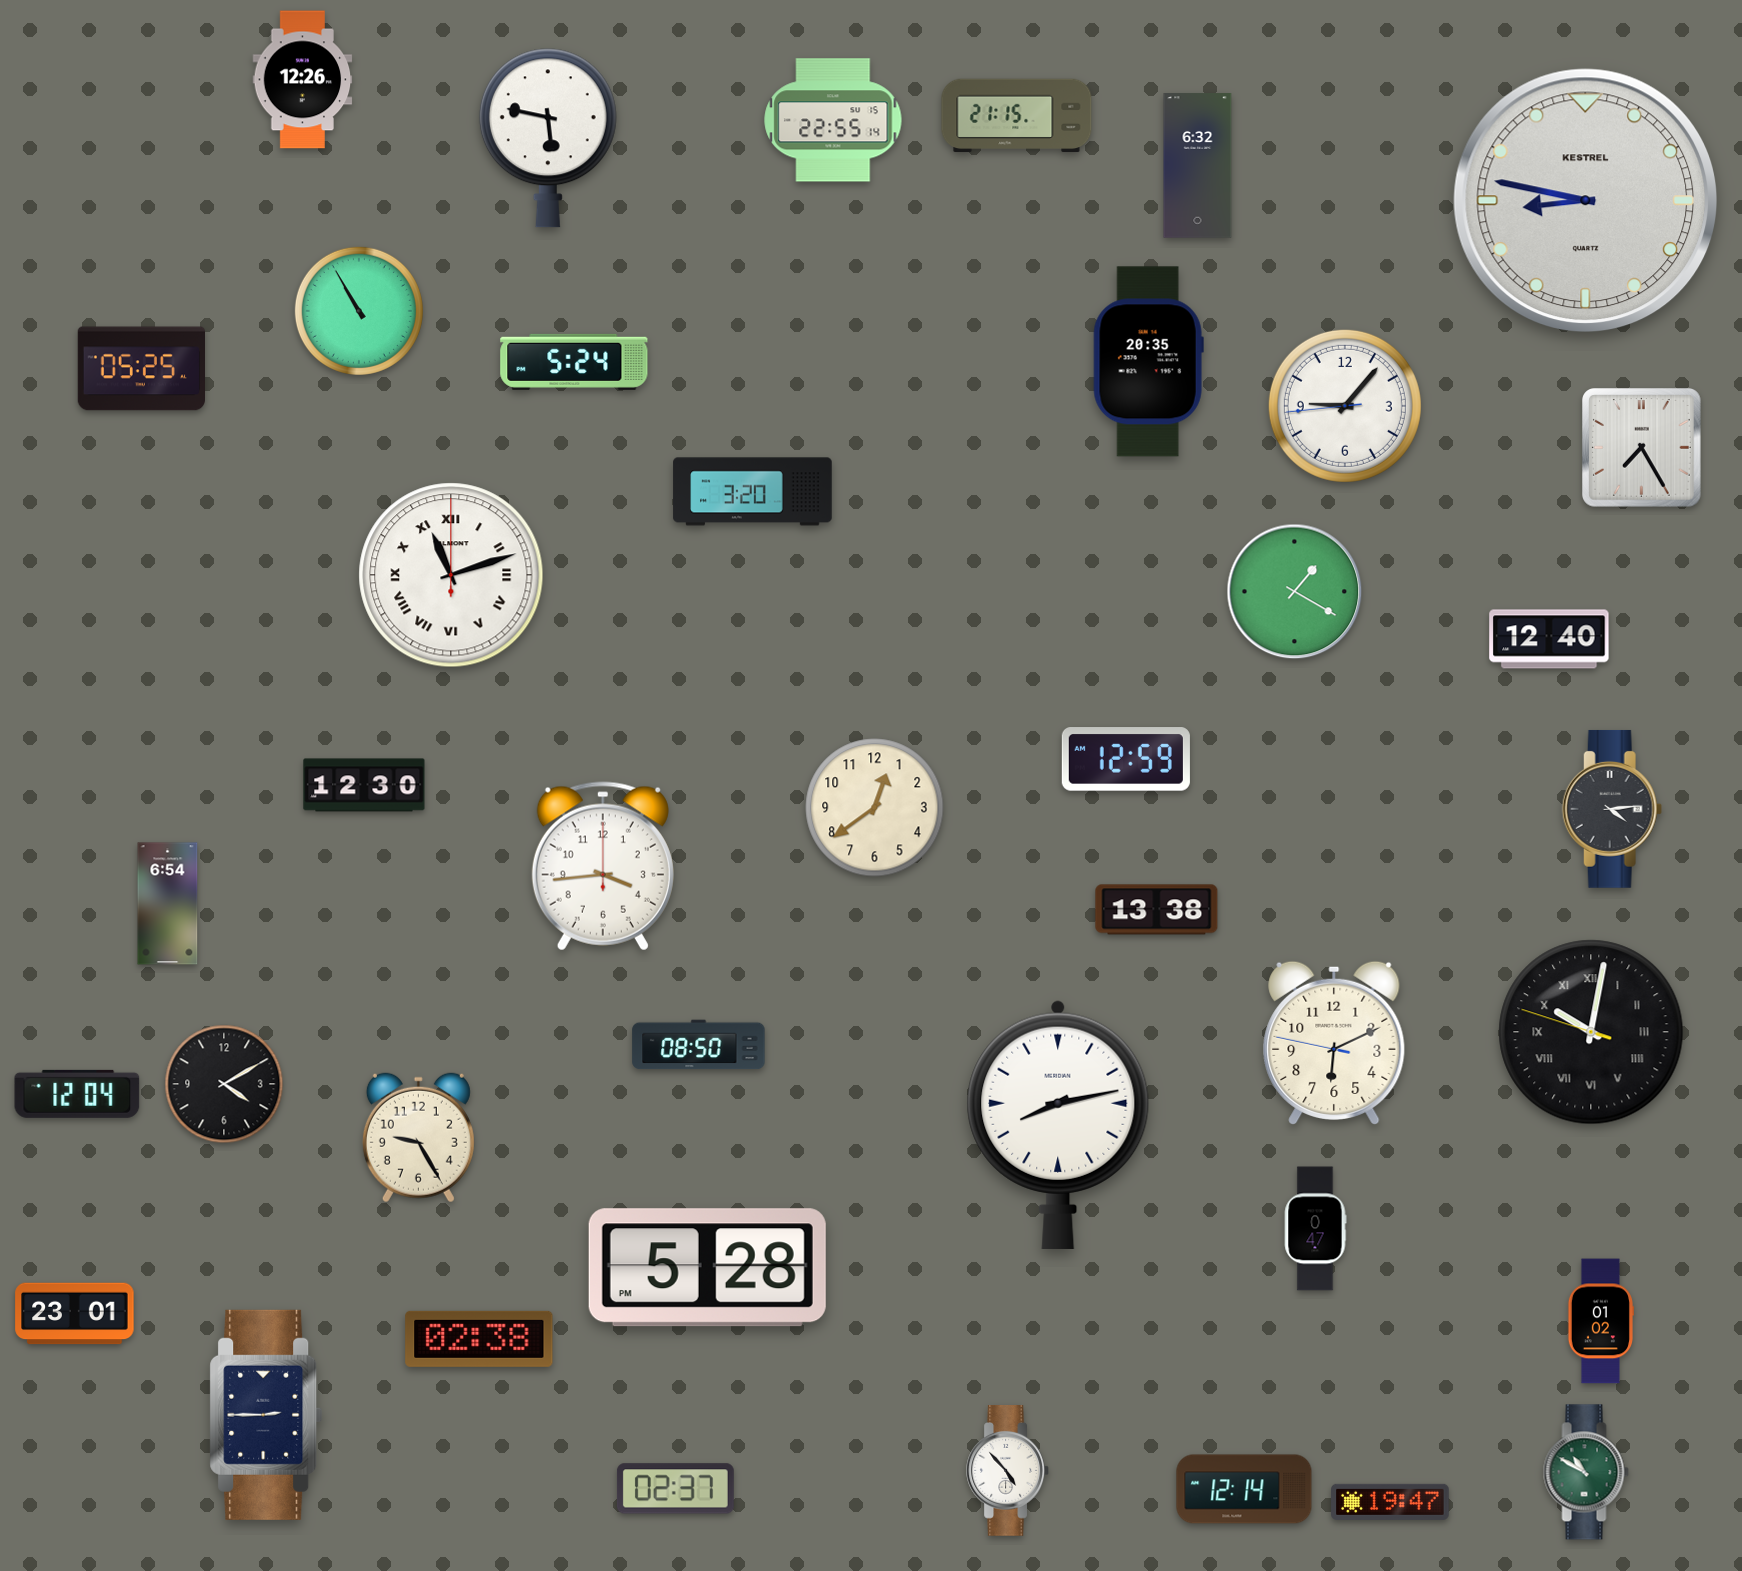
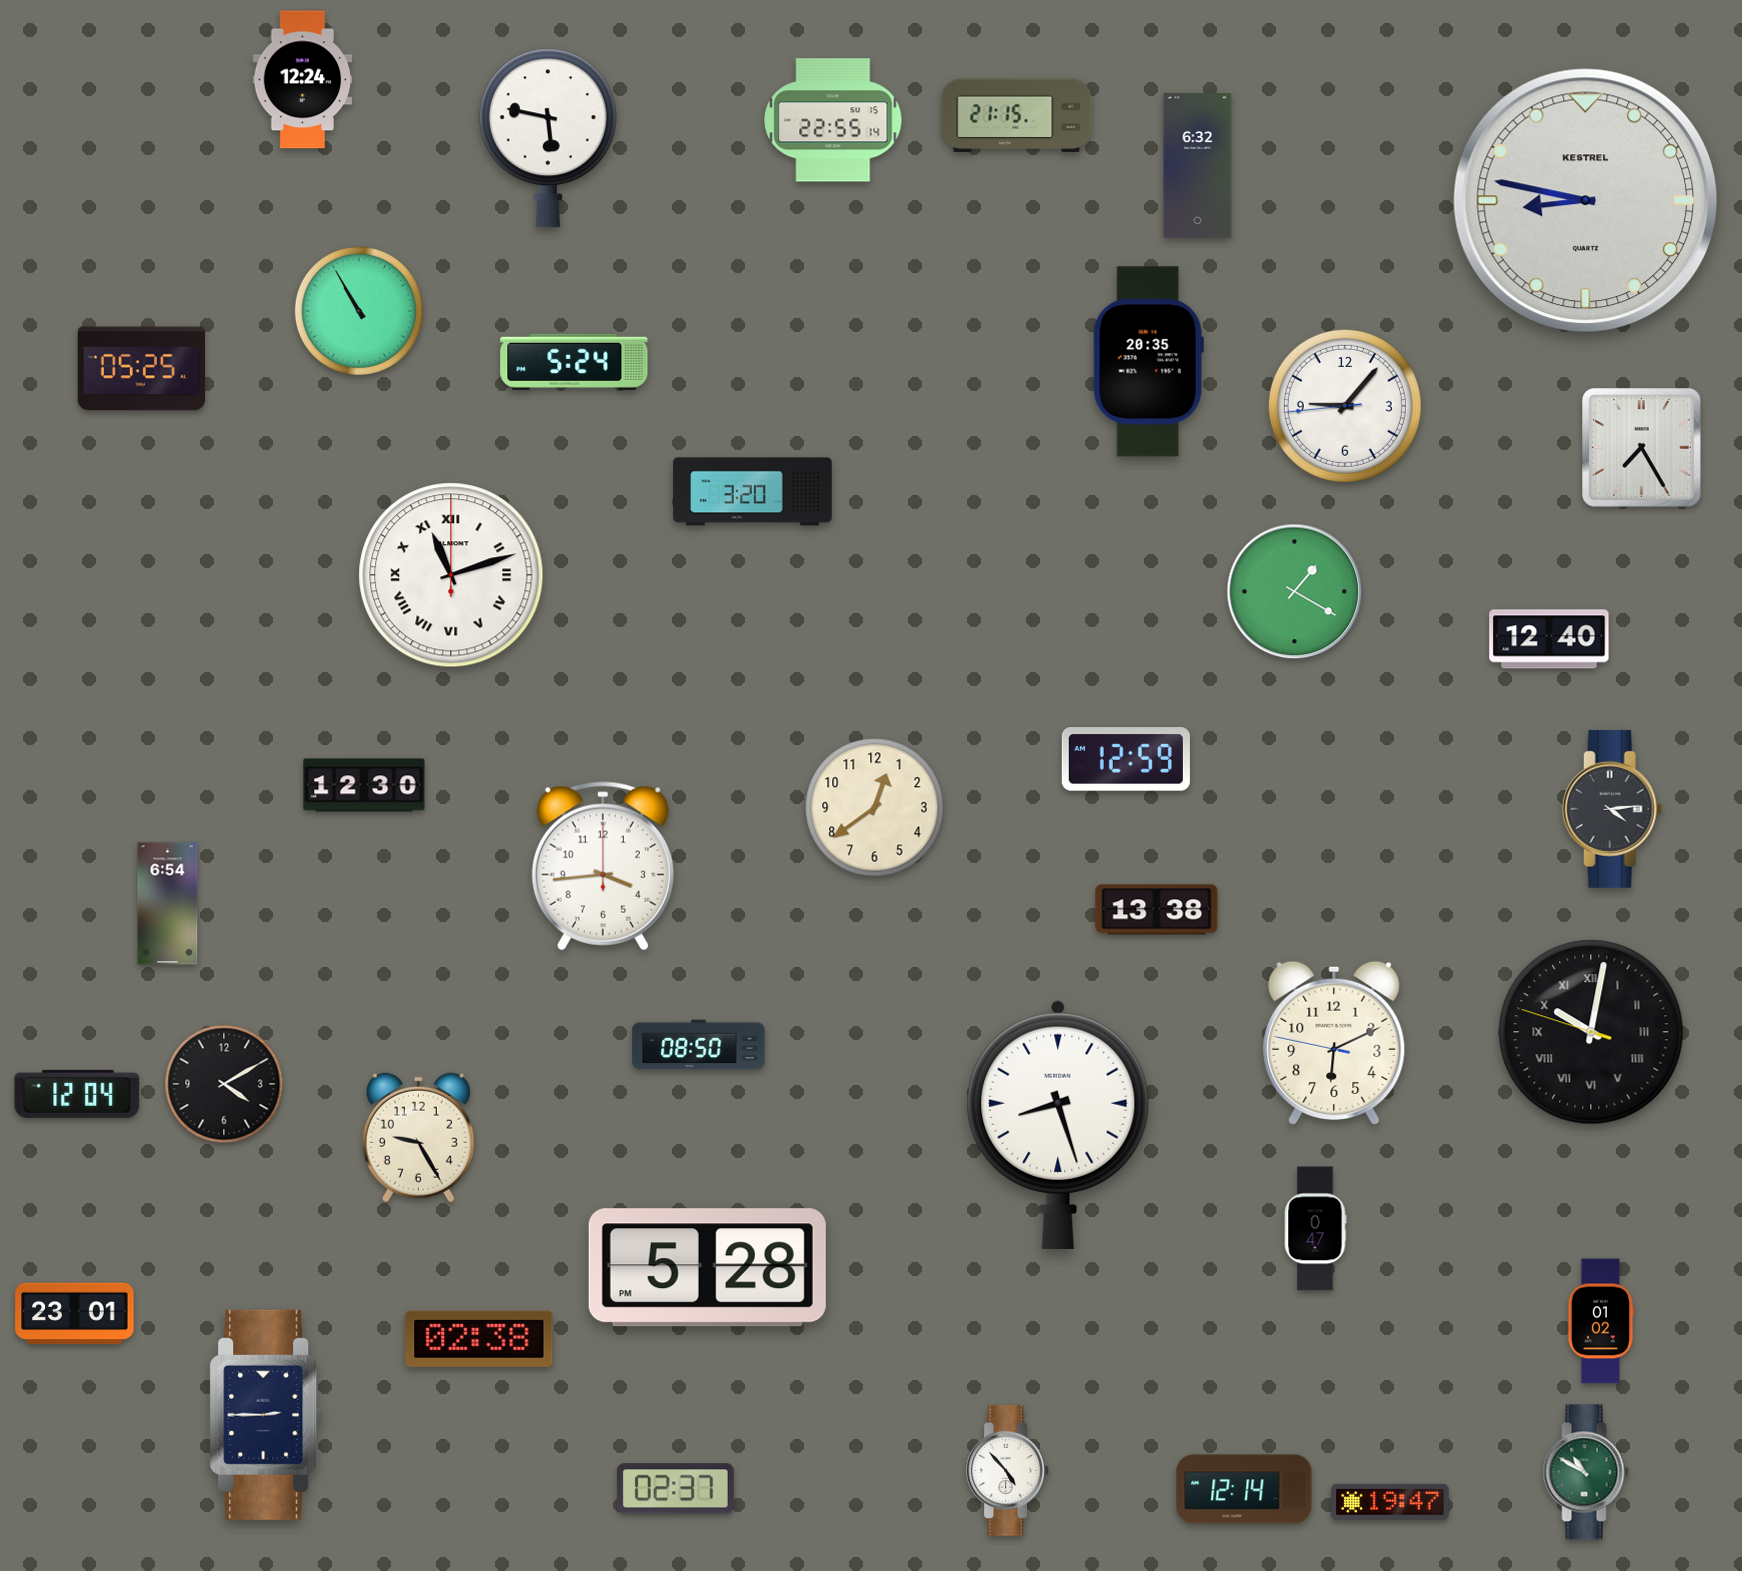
clock at (303, 80): 12:26 -> 12:24
clock at (1058, 1124): 8:13 -> 8:27
